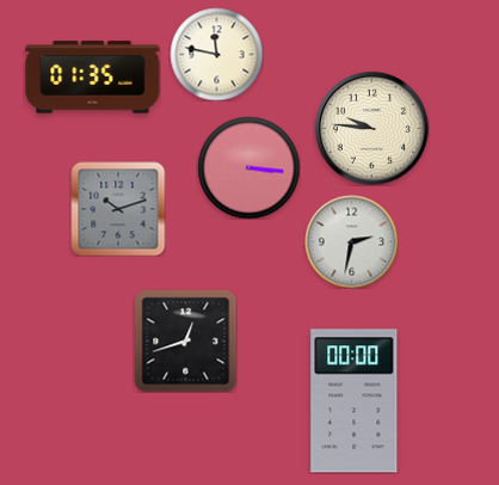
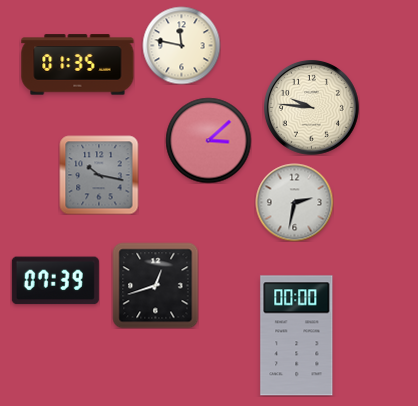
clock at (248, 167): 3:16 -> 3:08
clock at (118, 209): 10:12 -> 10:17
clock at (55, 281): none -> 07:39
